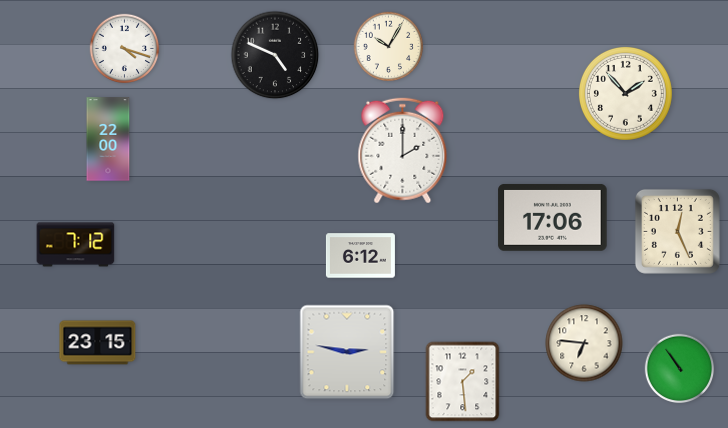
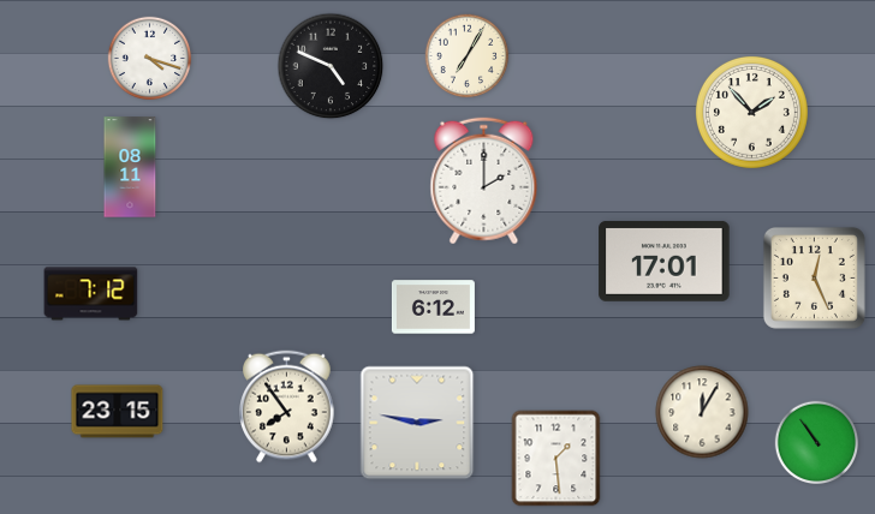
clock at (389, 47): 10:05 -> 7:05
clock at (108, 139): 22:00 -> 08:11
clock at (553, 217): 17:06 -> 17:01
clock at (287, 407): none -> 7:54
clock at (584, 343): 6:46 -> 12:05
